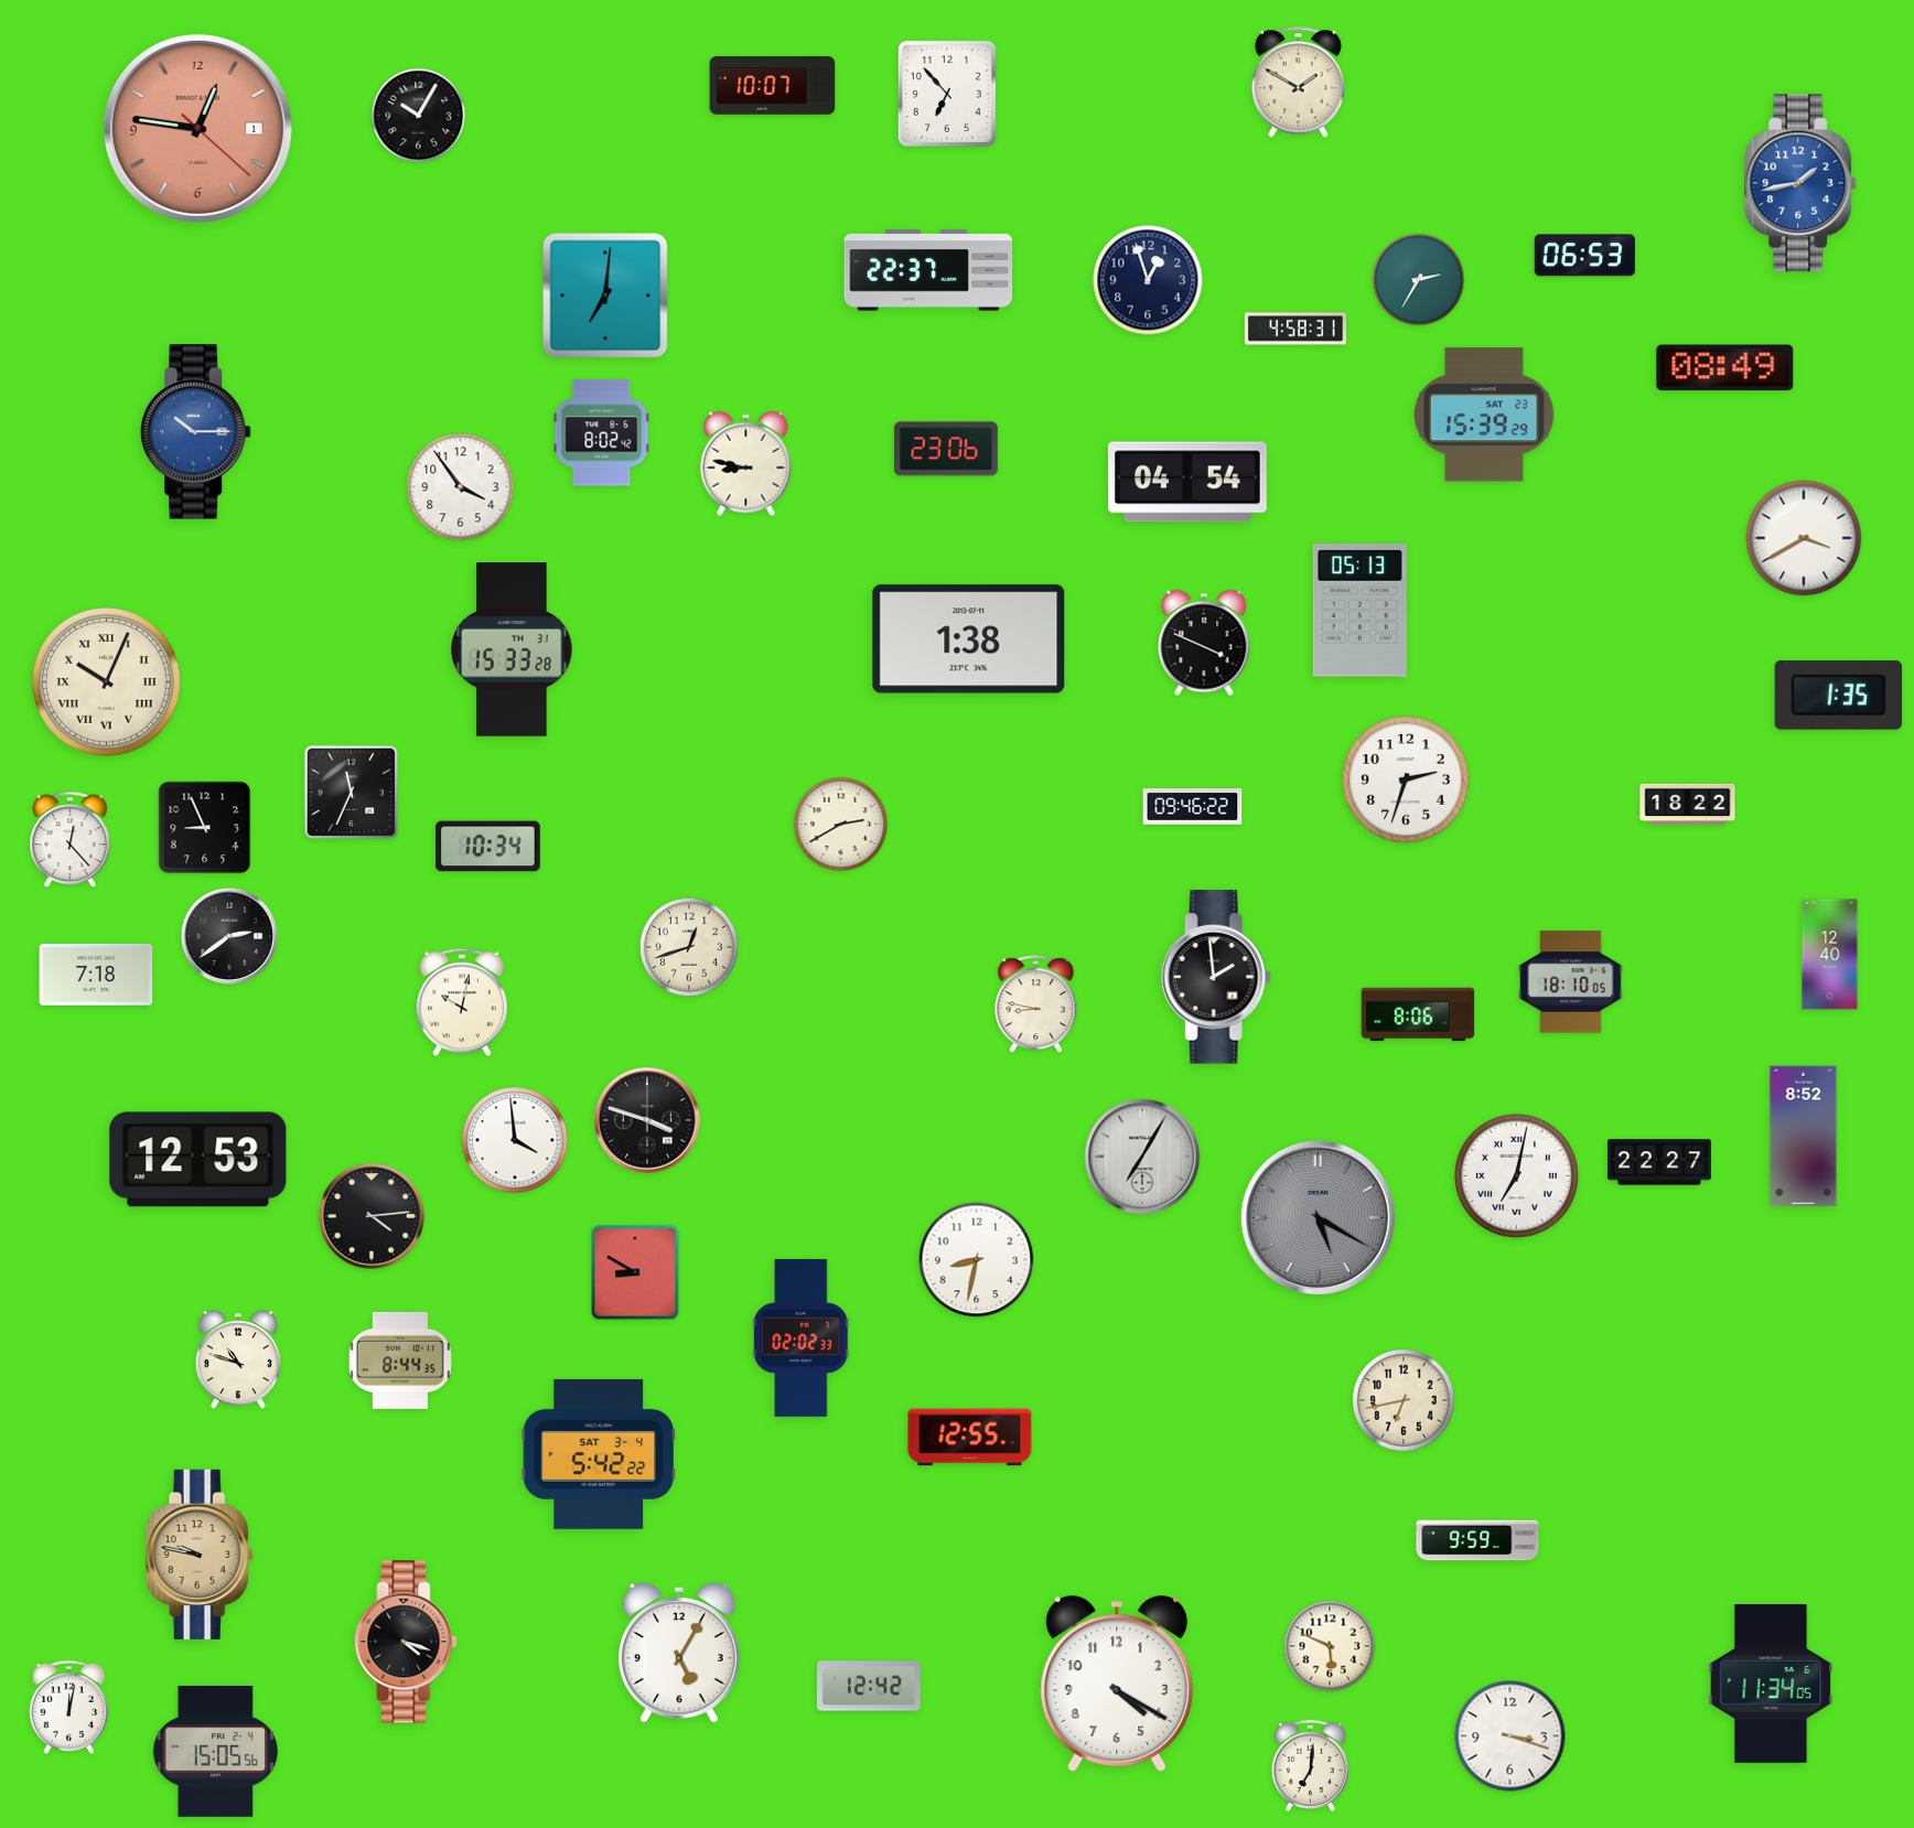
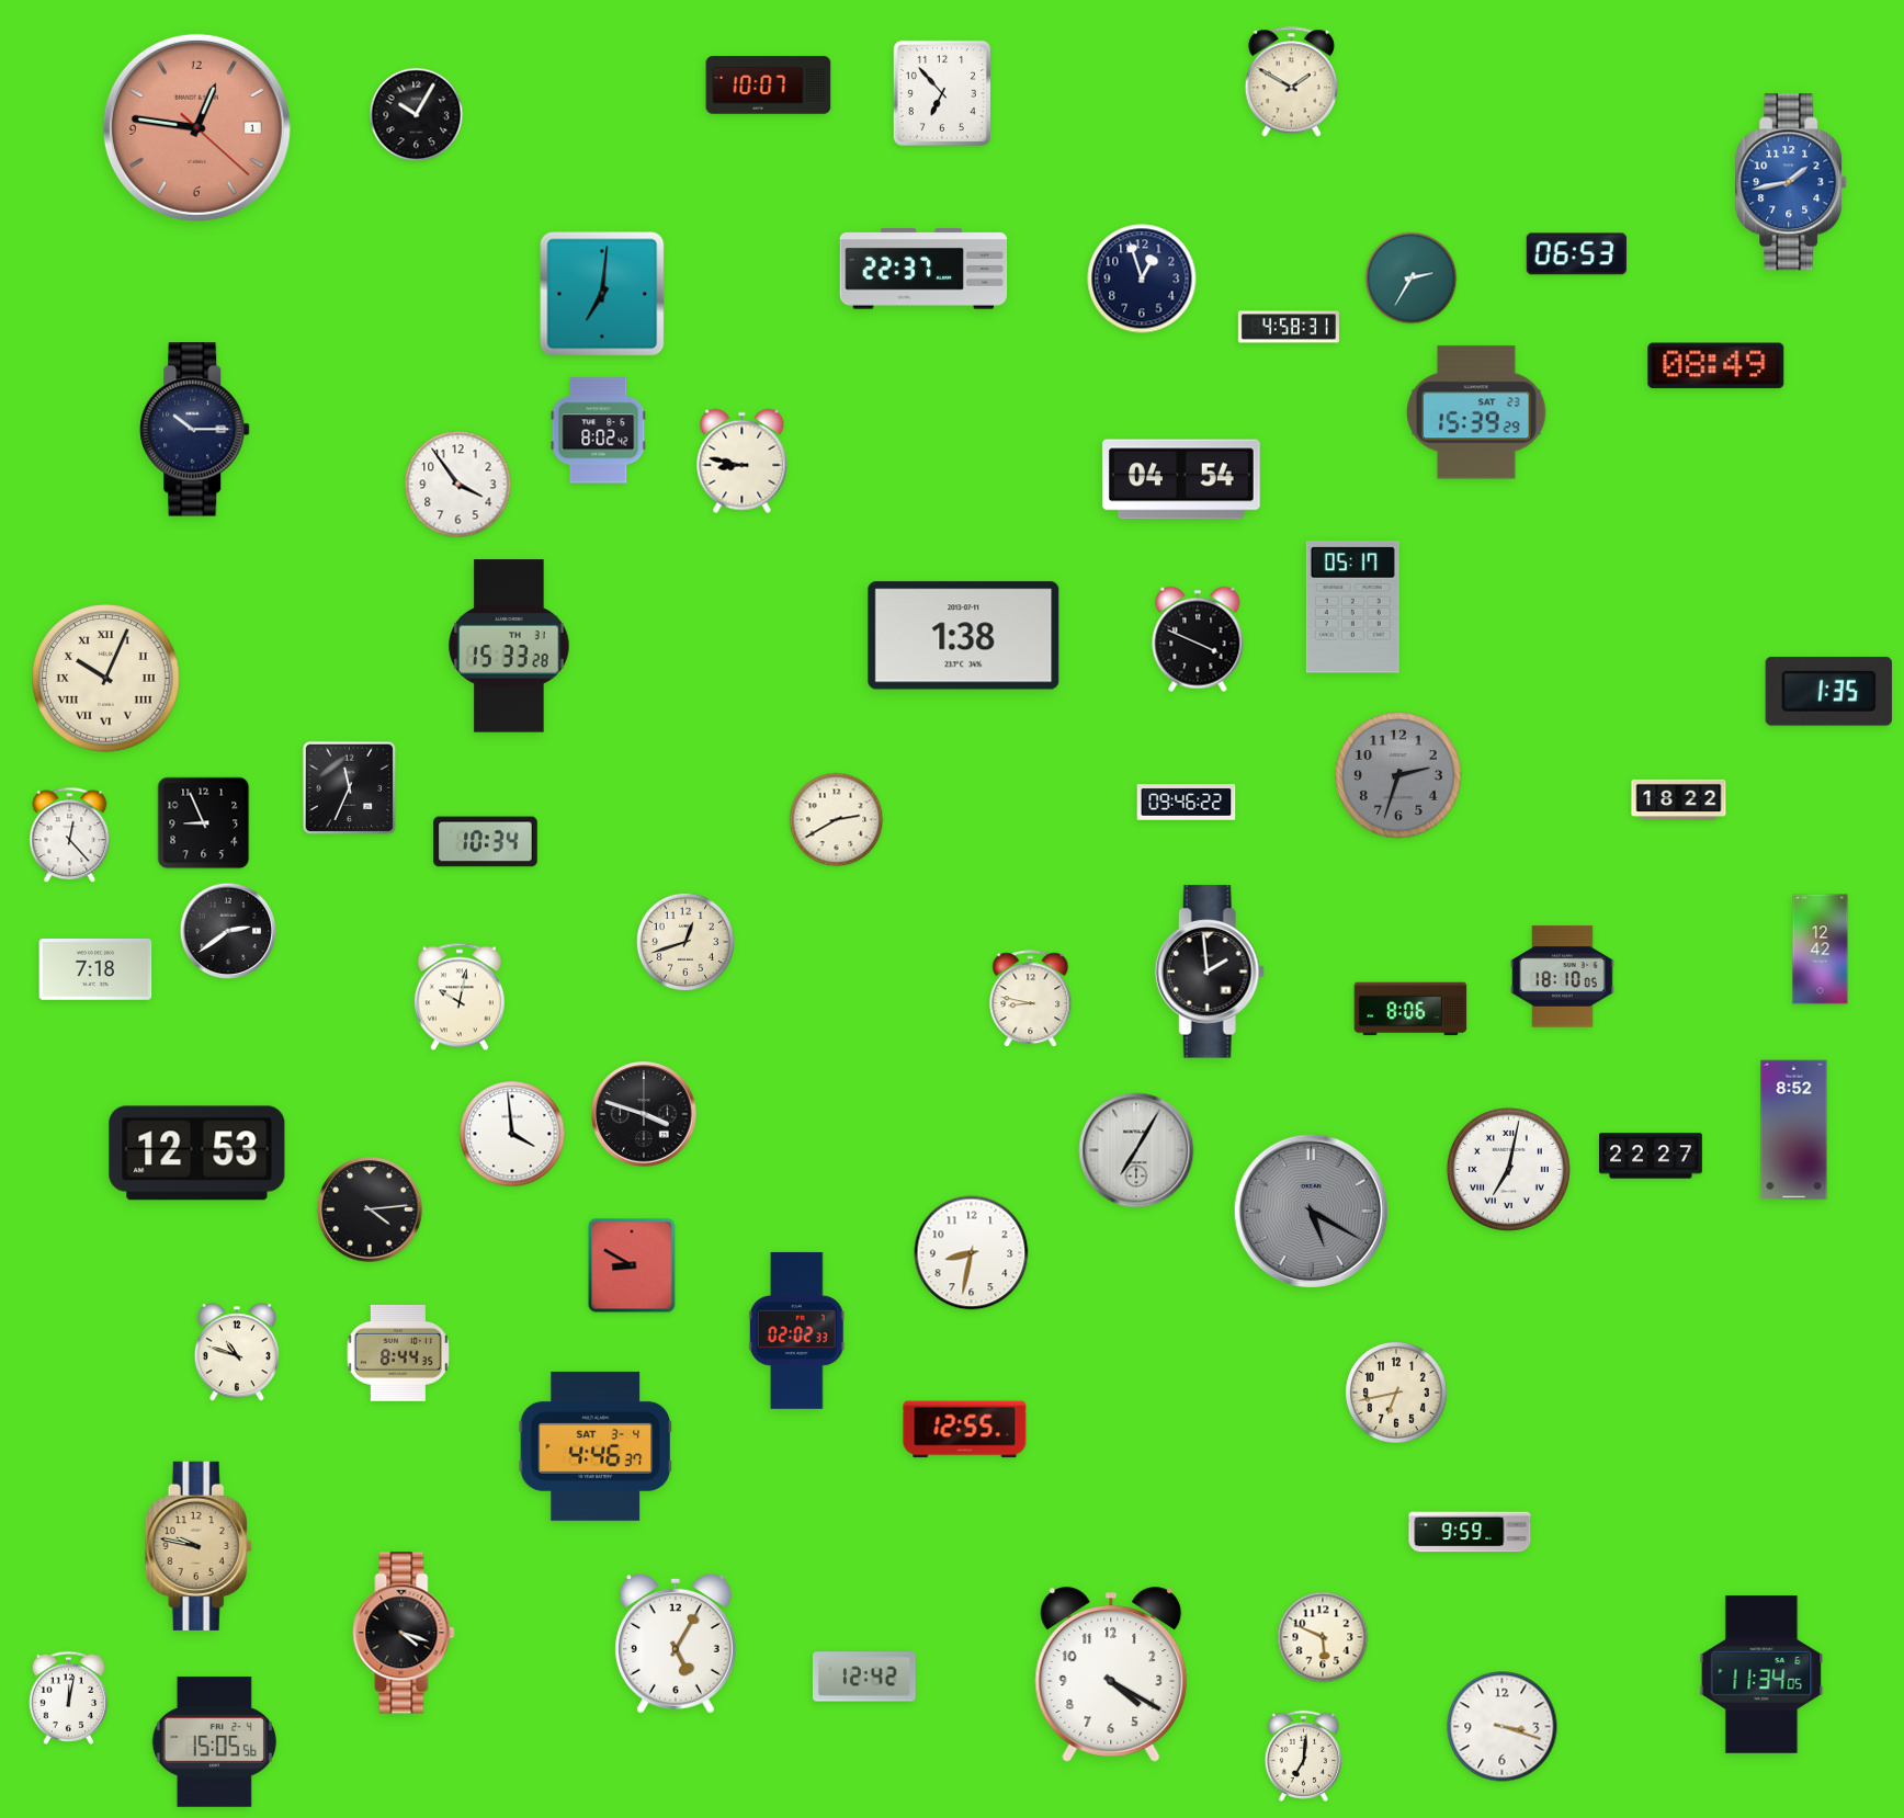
clock at (196, 432) dial: blue -> navy
clock at (946, 449): 23:06 -> none
clock at (1804, 538): 3:40 -> none
clock at (1359, 611): 05:13 -> 05:17
clock at (1406, 779) dial: white -> grey
clock at (1830, 955): 12:40 -> 12:42
clock at (598, 1454): 5:42 -> 4:46
